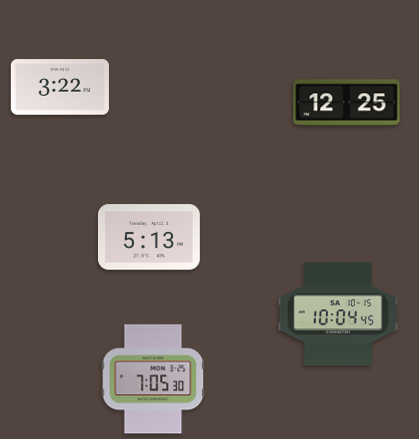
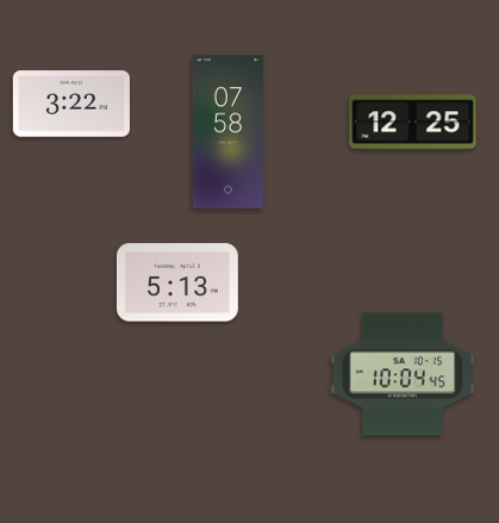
clock at (227, 132): none -> 07:58
clock at (153, 379): 7:05 -> none
